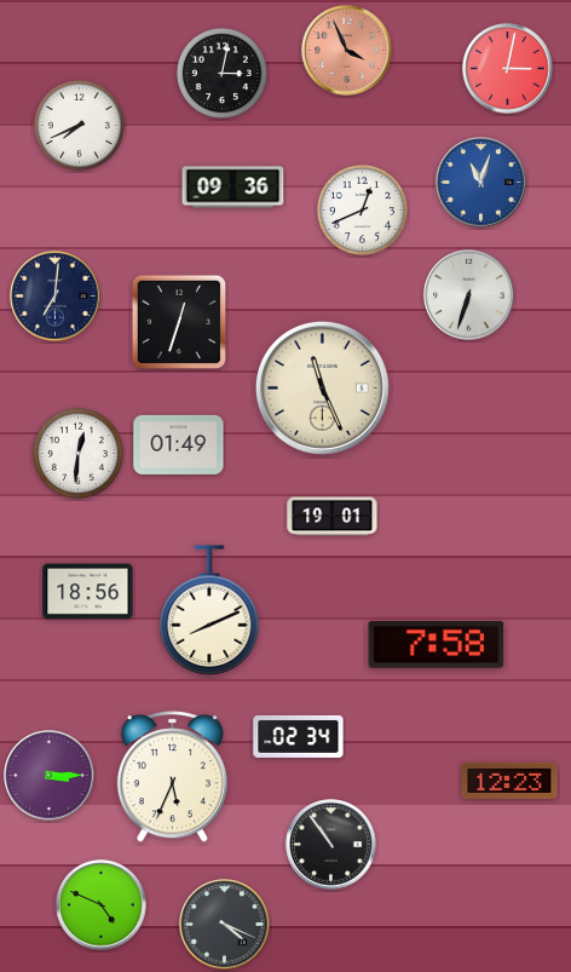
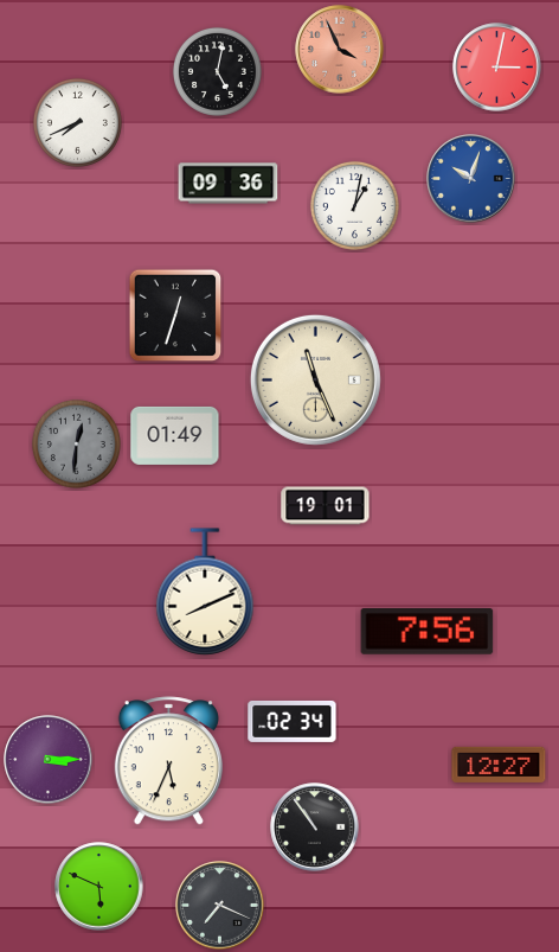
clock at (221, 73): 3:02 -> 5:02
clock at (481, 183): 11:03 -> 10:03
clock at (362, 209): 12:41 -> 1:02
clock at (469, 295): 6:33 -> none
clock at (56, 297): 7:01 -> none
clock at (77, 453) dial: white -> grey
clock at (88, 592): 18:56 -> none
clock at (209, 610) position: (209, 610) -> (205, 592)
clock at (437, 645): 7:58 -> 7:56
clock at (509, 781): 12:23 -> 12:27
clock at (331, 845) position: (331, 845) -> (315, 828)
clock at (102, 905): 4:49 -> 5:49
clock at (225, 925): 4:19 -> 7:19
